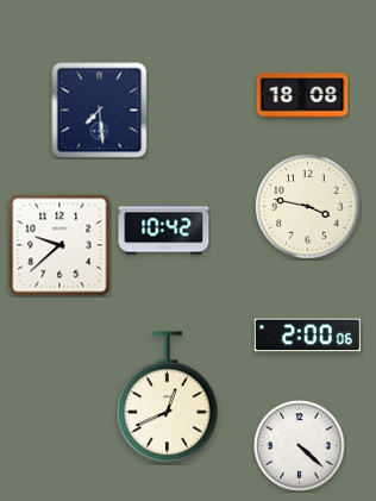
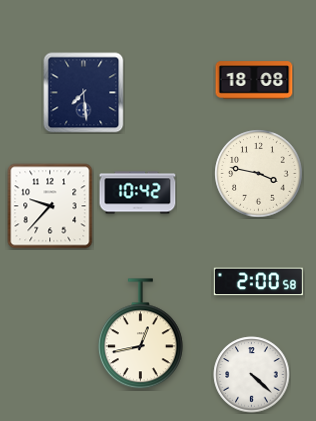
clock at (59, 245): 9:38 -> 9:37
clock at (307, 336): 2:00:06 -> 2:00:58
clock at (167, 397): 12:41 -> 12:43
